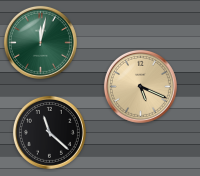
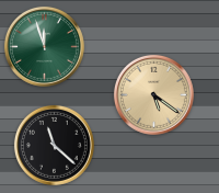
clock at (40, 42): 12:02 -> 11:57
clock at (140, 86): 5:19 -> 5:21
